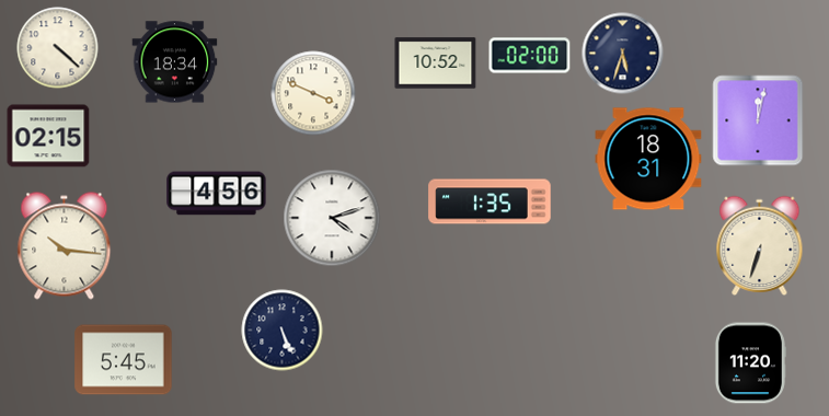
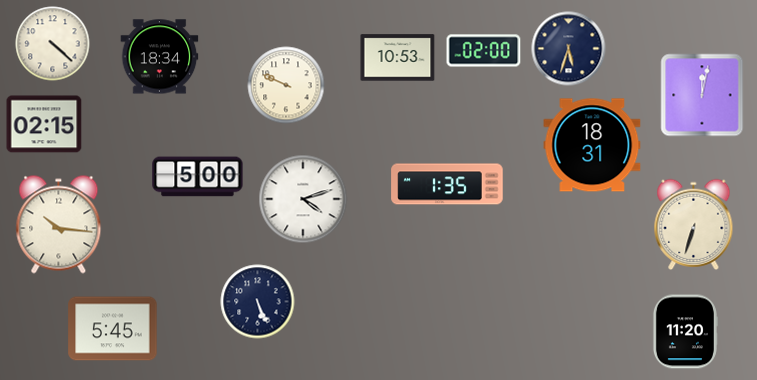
clock at (436, 63): 10:52 -> 10:53
clock at (313, 93): 3:49 -> 9:49
clock at (758, 120) position: (758, 120) -> (702, 95)
clock at (217, 194): 4:56 -> 5:00
